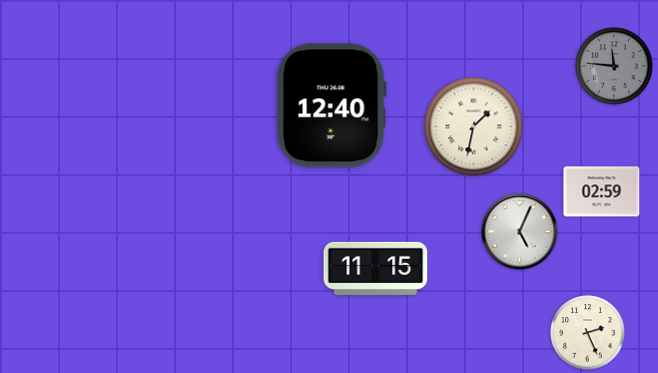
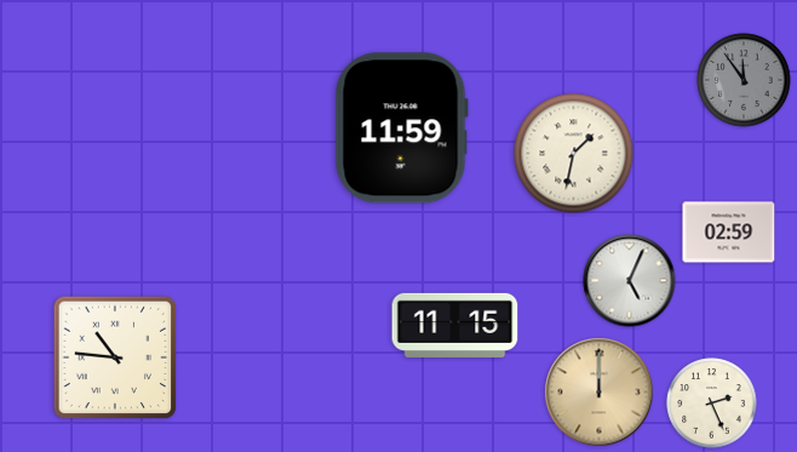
clock at (614, 66): 11:46 -> 11:54
clock at (331, 106): 12:40 -> 11:59
clock at (115, 357): none -> 10:46
clock at (600, 393): none -> 12:00
